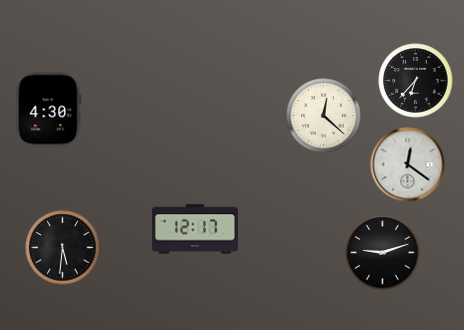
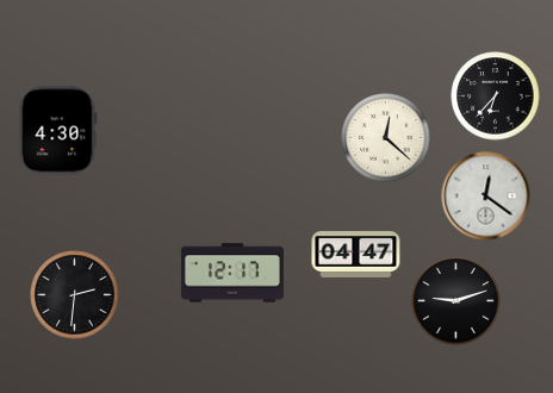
clock at (356, 255): none -> 04:47
clock at (63, 248): 5:31 -> 2:31
